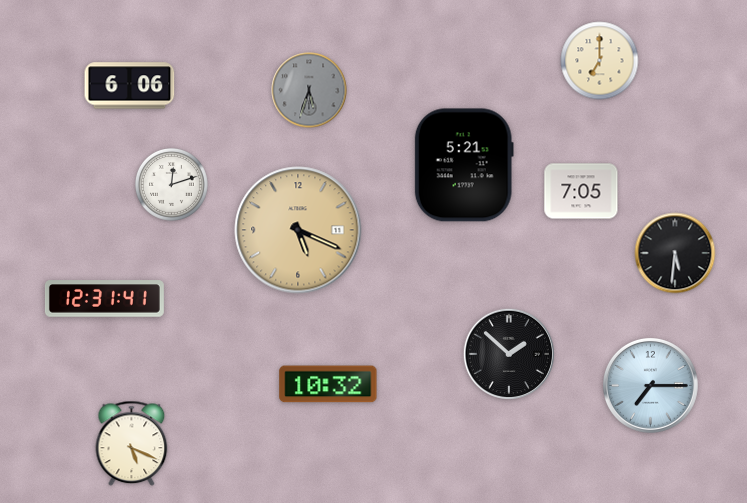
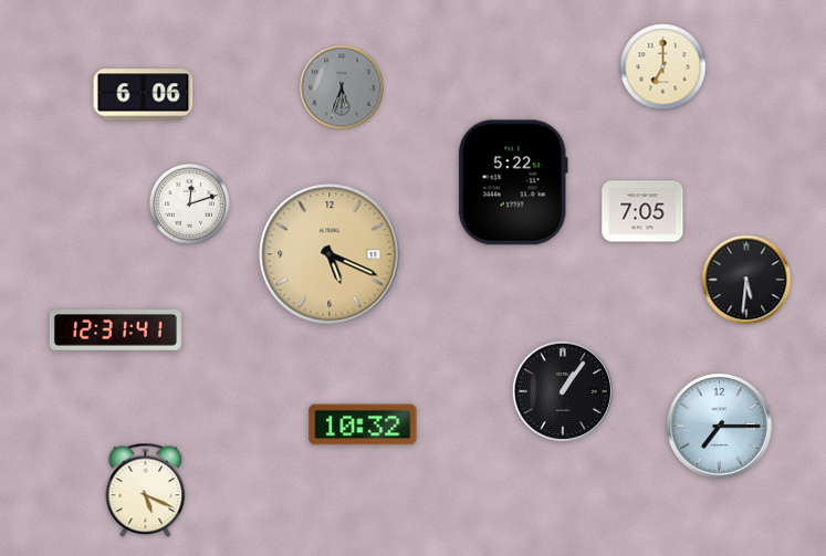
clock at (309, 90) position: (309, 90) -> (342, 87)
clock at (464, 165): 5:21 -> 5:22
clock at (509, 354): 1:52 -> 1:06
